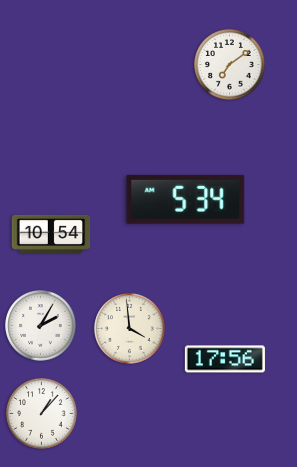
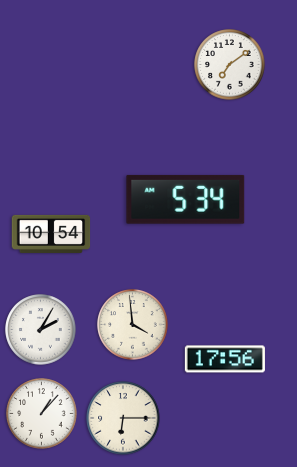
clock at (41, 326) position: (41, 326) -> (41, 330)
clock at (130, 329) position: (130, 329) -> (133, 325)
clock at (123, 418): none -> 6:15
